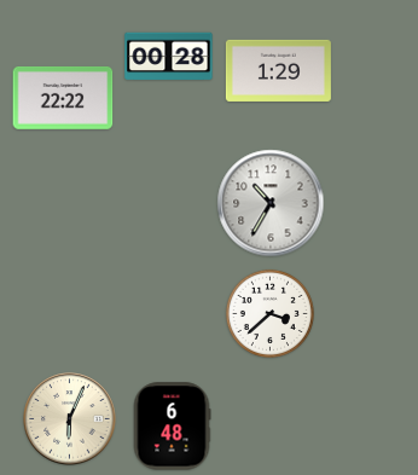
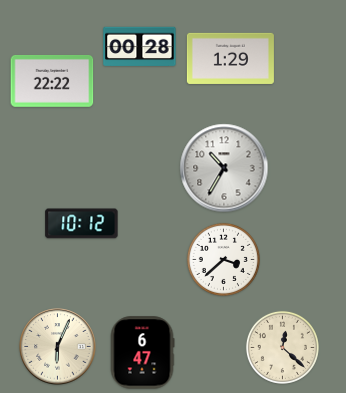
clock at (82, 224): none -> 10:12
clock at (282, 347): none -> 12:22
clock at (172, 427): 6:48 -> 6:47
